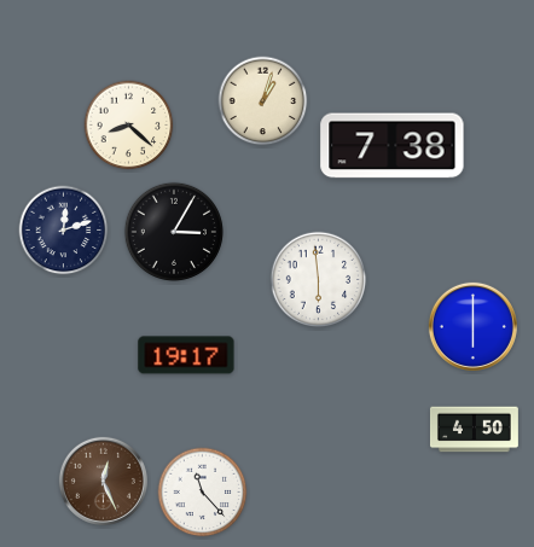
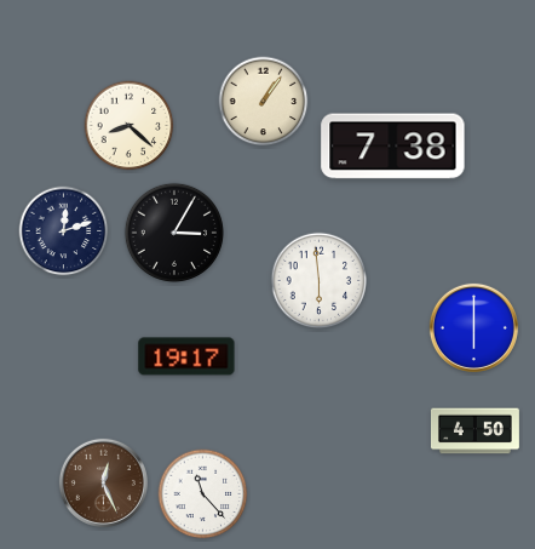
clock at (263, 101): 1:03 -> 1:06
